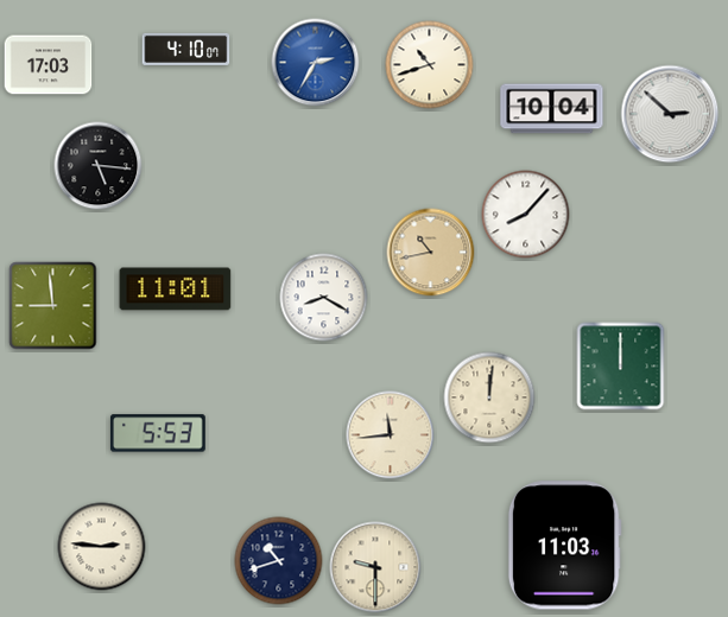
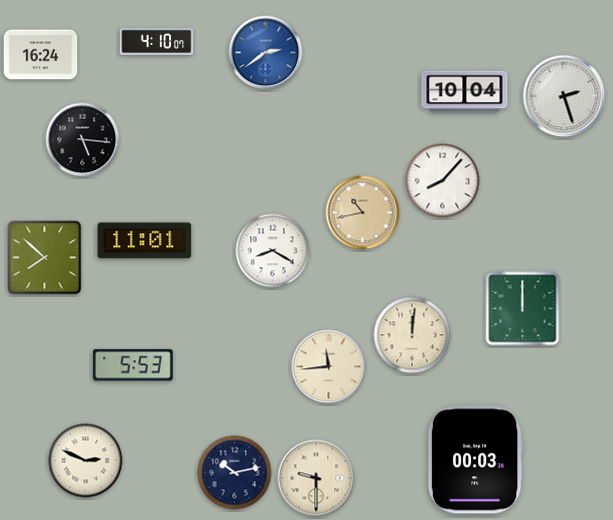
clock at (316, 63): 2:35 -> 2:39
clock at (49, 65): 17:03 -> 16:24
clock at (430, 65): 10:42 -> none
clock at (670, 114): 2:52 -> 2:27
clock at (176, 290) position: (176, 290) -> (145, 241)
clock at (53, 306): 8:59 -> 7:52
clock at (564, 546): 11:03 -> 00:03
clock at (102, 547): 2:46 -> 2:49
clock at (279, 561): 10:42 -> 10:13
